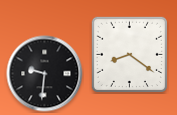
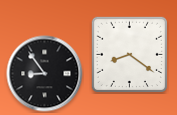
clock at (45, 74): 9:31 -> 8:54
